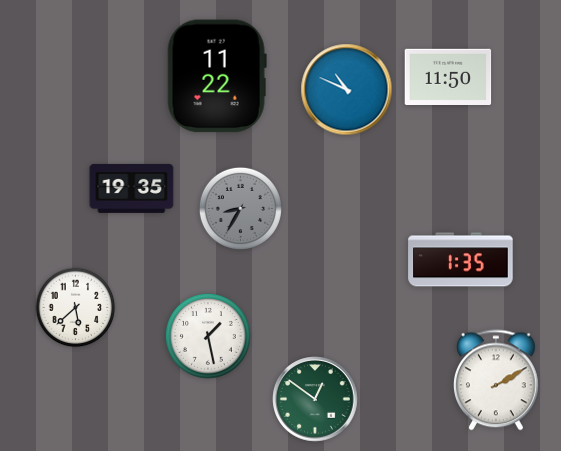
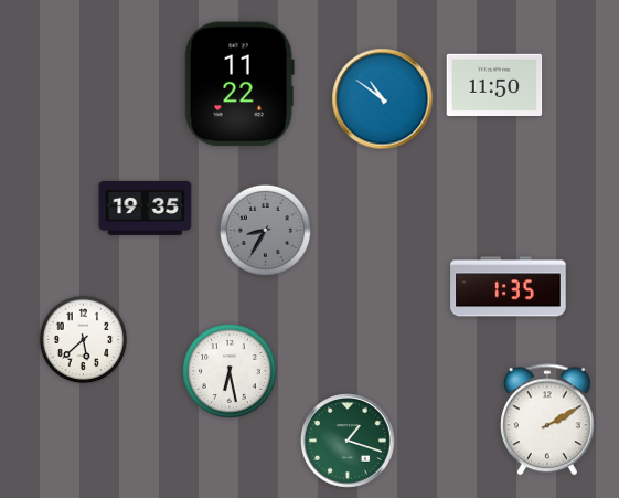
clock at (347, 90): 10:49 -> 10:51
clock at (208, 336): 1:28 -> 6:28
clock at (315, 399): 12:51 -> 1:18
